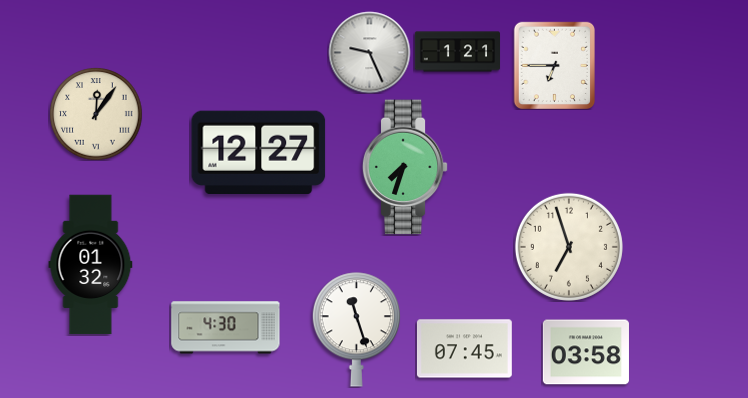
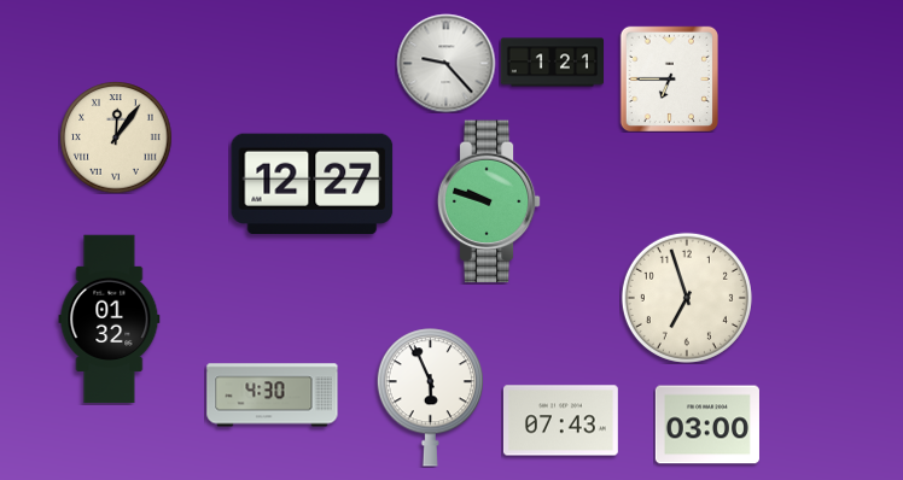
clock at (369, 52): 9:26 -> 9:23
clock at (405, 167): 7:33 -> 9:48
clock at (356, 330): 11:27 -> 5:56
clock at (465, 349): 07:45 -> 07:43
clock at (586, 352): 03:58 -> 03:00
